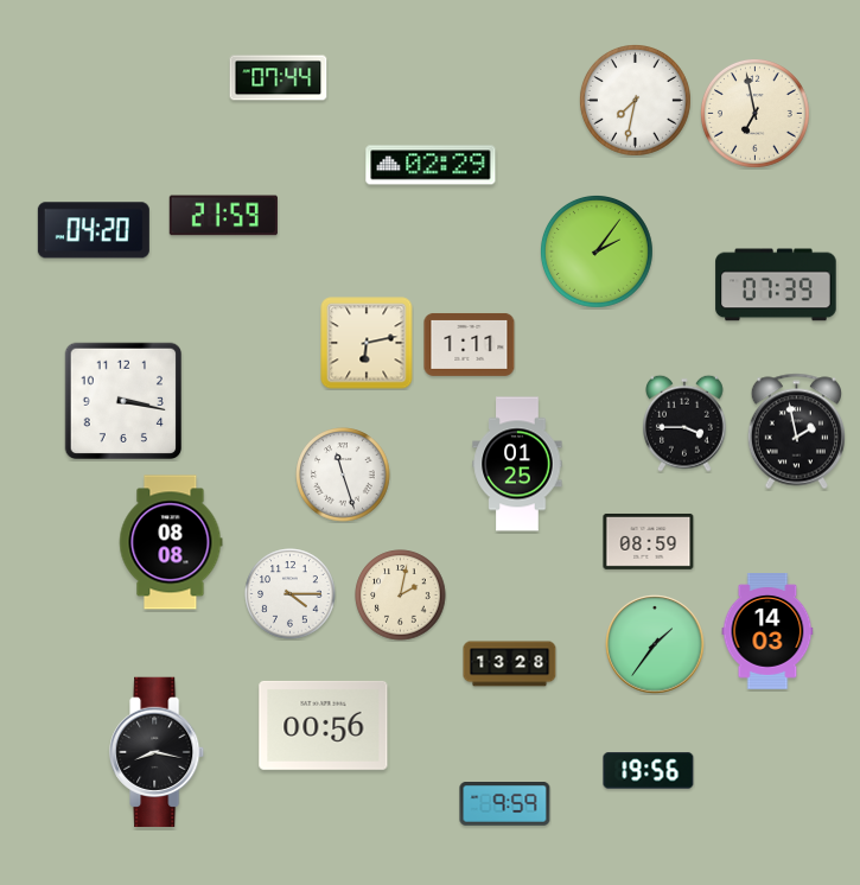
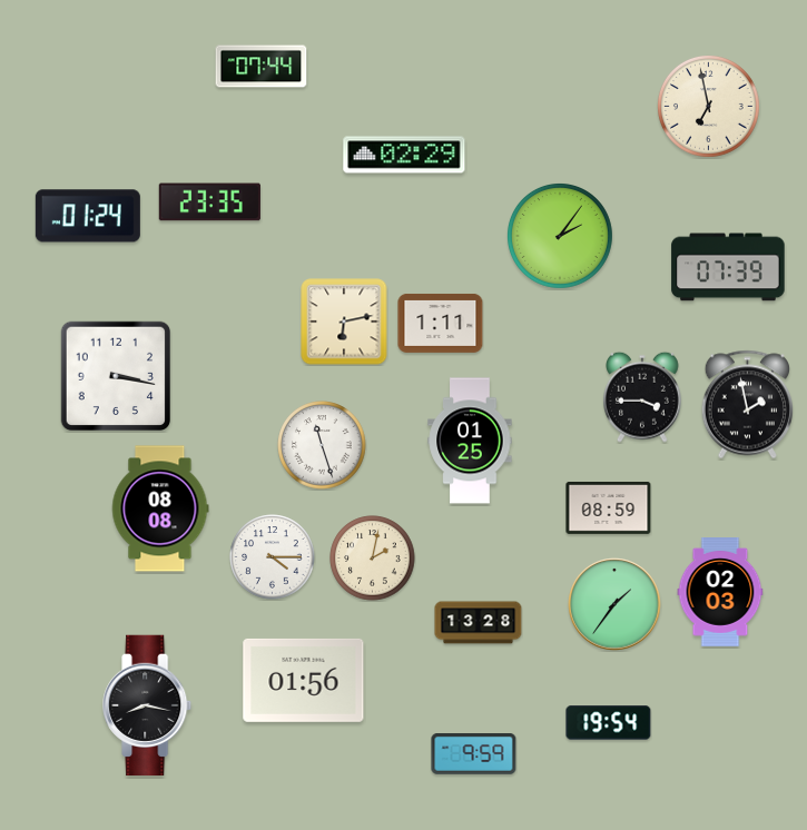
clock at (279, 78) position: (279, 78) -> (262, 67)
clock at (635, 100): 7:32 -> none
clock at (223, 216): 21:59 -> 23:35
clock at (94, 230): 04:20 -> 01:24
clock at (517, 464) position: (517, 464) -> (470, 441)
clock at (401, 596) position: (401, 596) -> (373, 559)
clock at (767, 632): 14:03 -> 02:03
clock at (324, 725): 00:56 -> 01:56
clock at (649, 771): 19:56 -> 19:54
